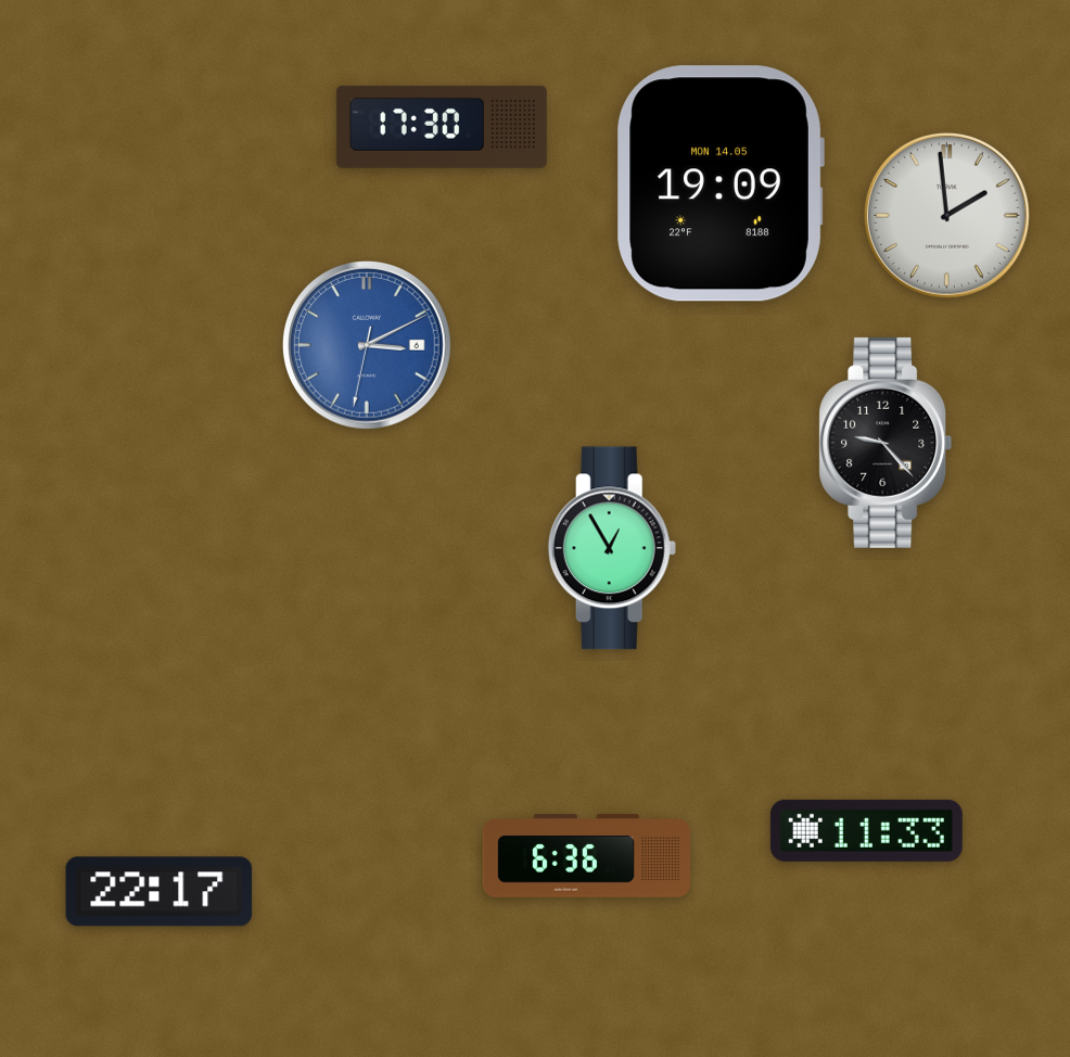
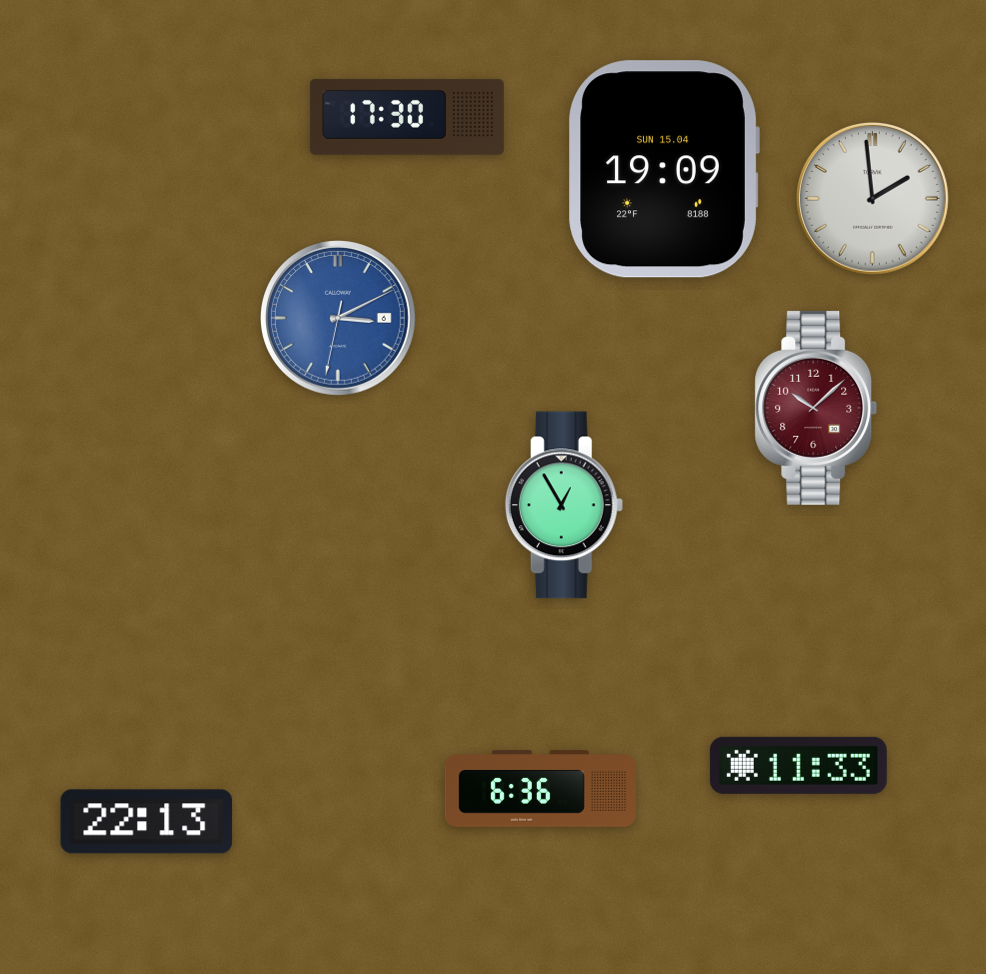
clock at (721, 183) date: MON 14.05 -> SUN 15.04
clock at (886, 443): 9:23 -> 10:08
clock at (886, 443) dial: black -> burgundy
clock at (160, 892): 22:17 -> 22:13
